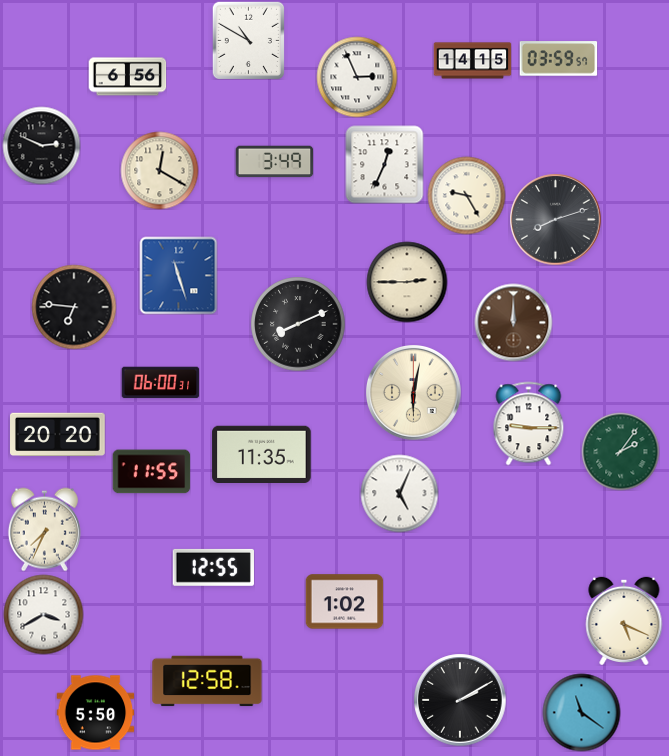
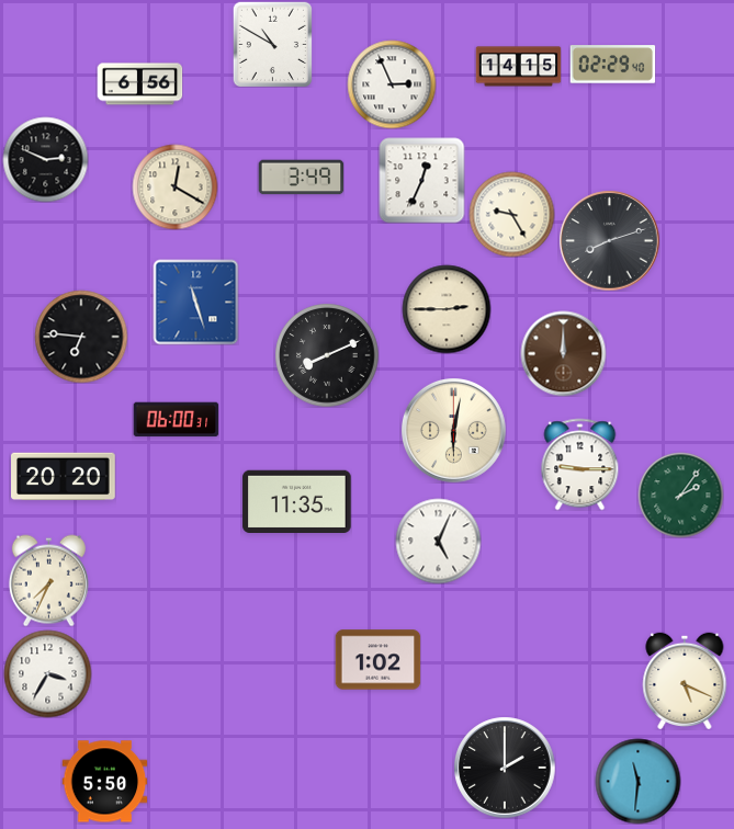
clock at (558, 59): 03:59 -> 02:29
clock at (262, 455) position: (262, 455) -> (297, 502)
clock at (151, 472): 11:55 -> none
clock at (213, 567): 12:55 -> none
clock at (43, 614): 3:40 -> 3:35
clock at (207, 681): 12:58 -> none
clock at (460, 700): 2:10 -> 2:00
clock at (581, 712): 11:21 -> 11:31
